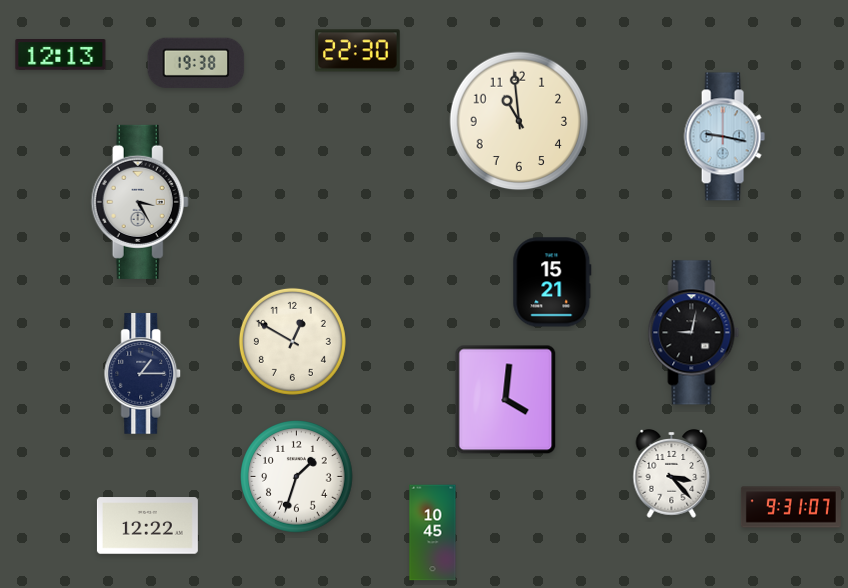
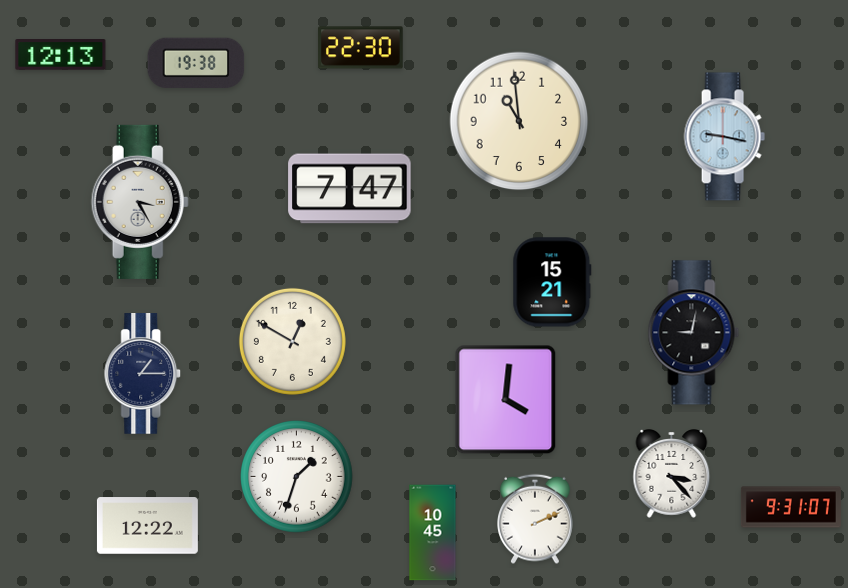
clock at (358, 51) position: (358, 51) -> (361, 48)
clock at (350, 189): none -> 7:47
clock at (535, 519): none -> 2:11
